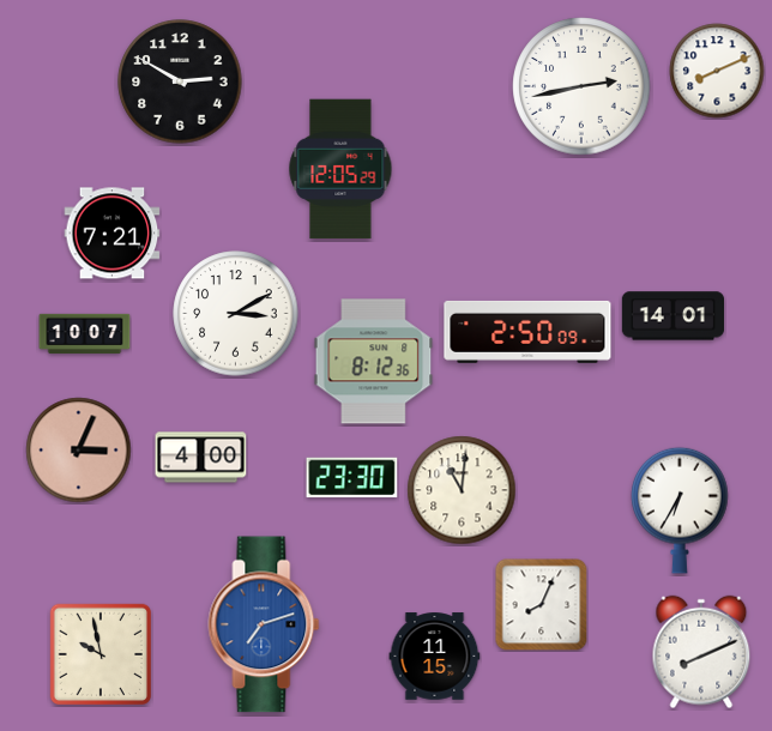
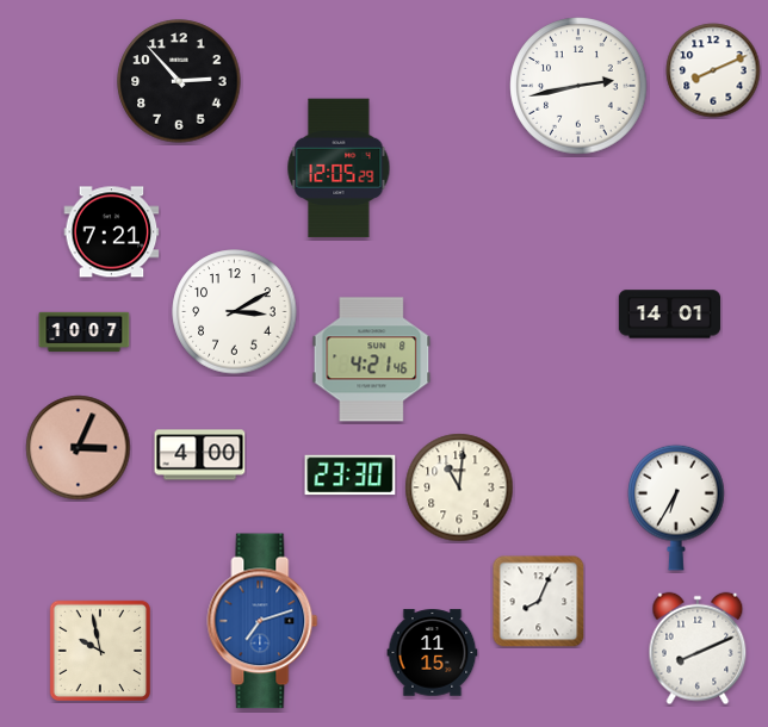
clock at (180, 81): 2:50 -> 2:53
clock at (527, 332): 2:50 -> none
clock at (374, 362): 8:12 -> 4:21
